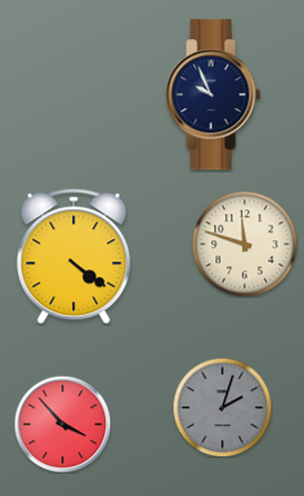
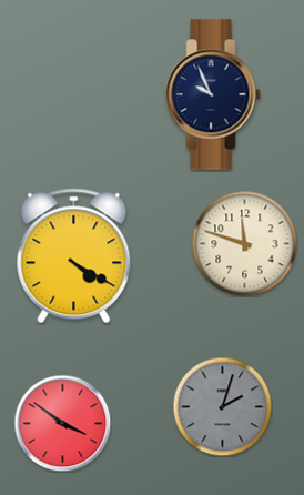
clock at (74, 257): 4:21 -> 4:20
clock at (62, 424): 3:53 -> 3:51
